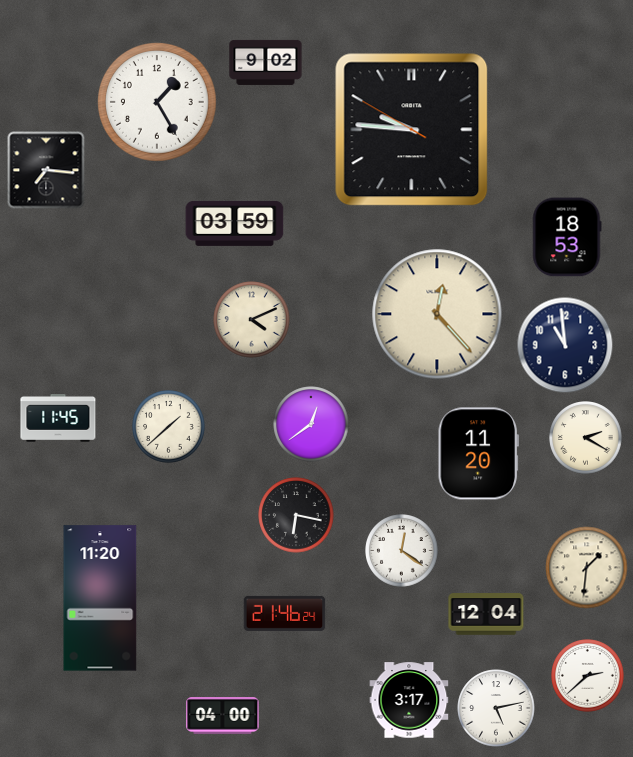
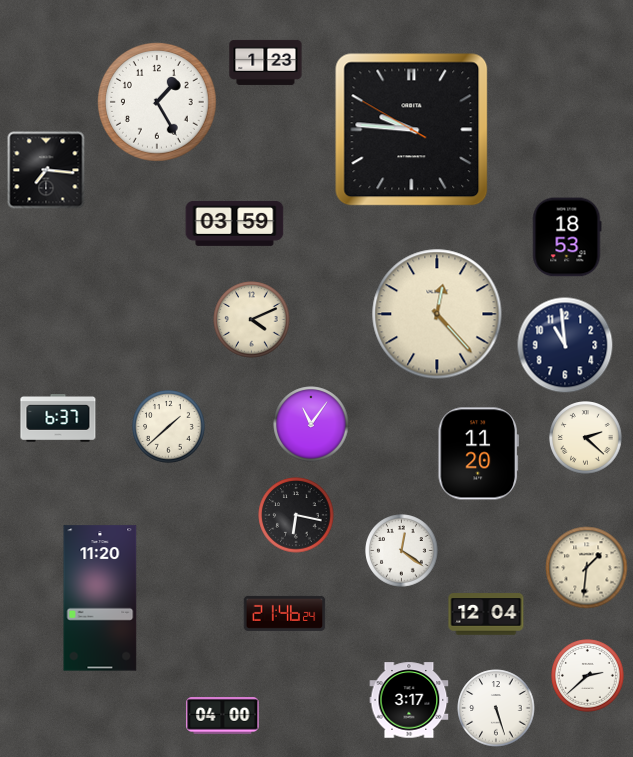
clock at (266, 62): 9:02 -> 1:23
clock at (58, 419): 11:45 -> 6:37
clock at (311, 424): 12:39 -> 11:06
clock at (586, 438): 2:20 -> 2:22
clock at (496, 708): 5:13 -> 5:27
